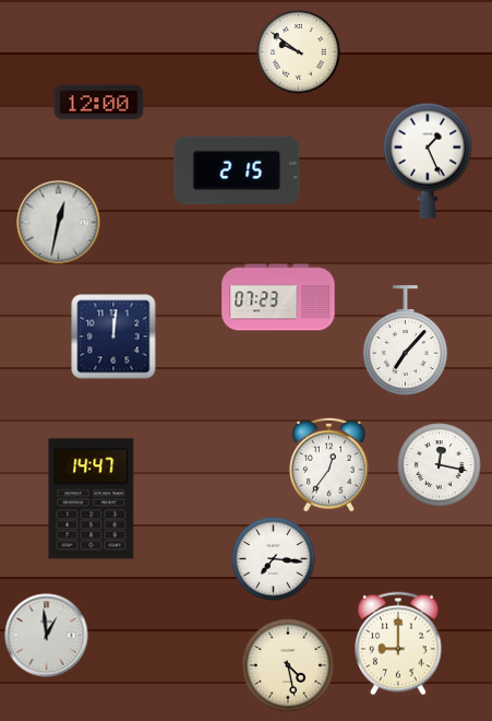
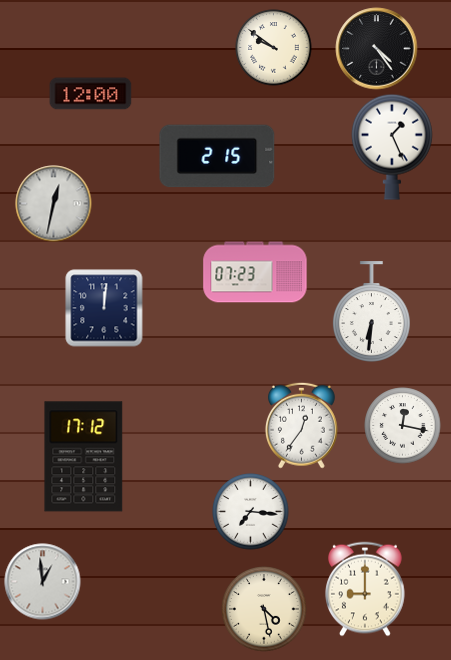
clock at (377, 49): none -> 4:24
clock at (405, 341): 7:07 -> 6:31
clock at (92, 499): 14:47 -> 17:12
